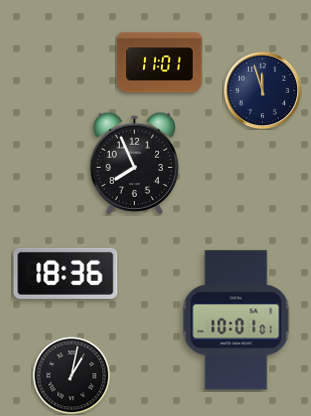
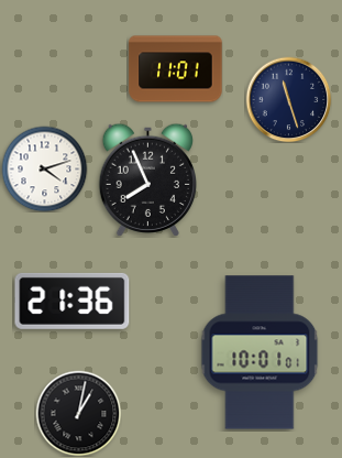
clock at (262, 90): 11:57 -> 11:27
clock at (44, 168): none -> 4:12
clock at (66, 273): 18:36 -> 21:36
